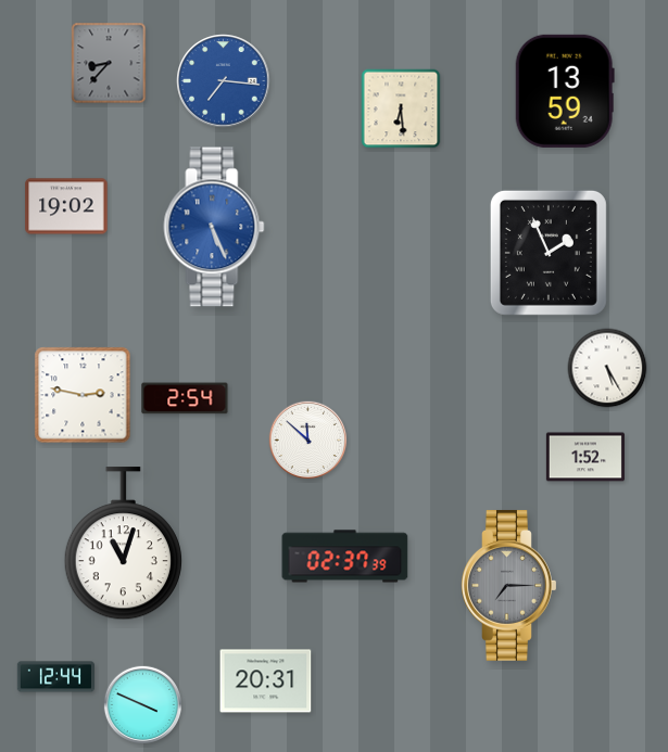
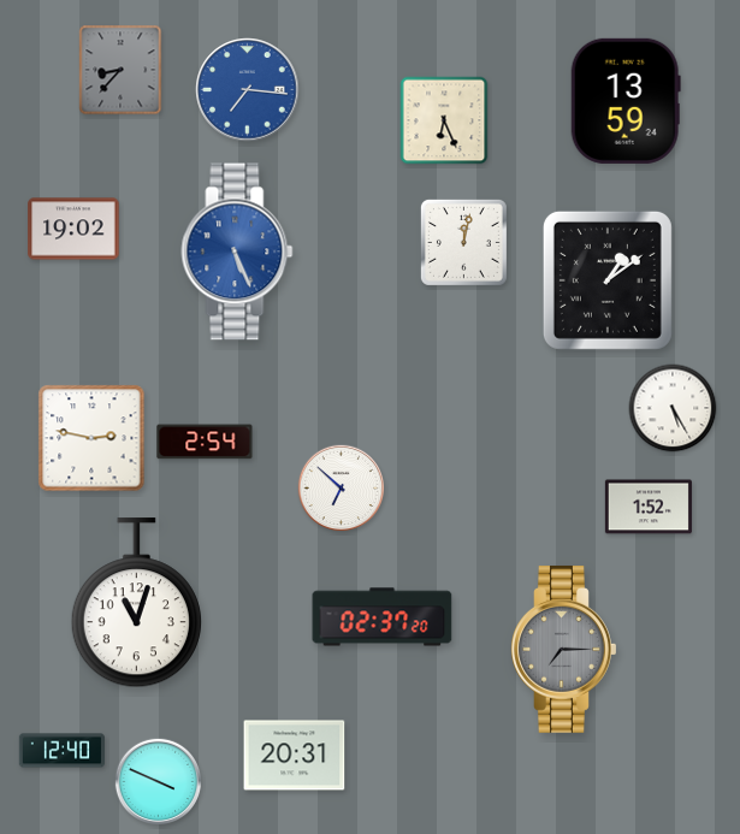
clock at (401, 109): 6:29 -> 6:26
clock at (463, 242): none -> 12:02
clock at (549, 253): 1:56 -> 1:09
clock at (308, 441): 11:52 -> 6:52
clock at (345, 557): 02:37:39 -> 02:37:20
clock at (56, 677): 12:44 -> 12:40
